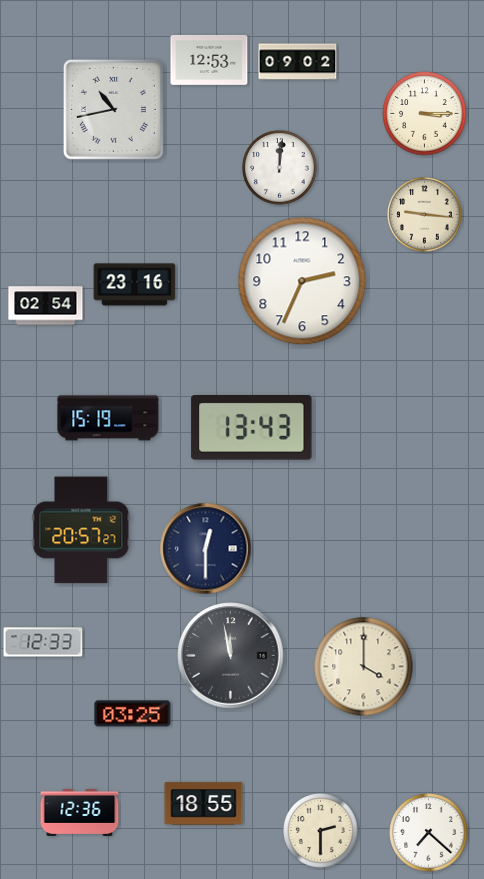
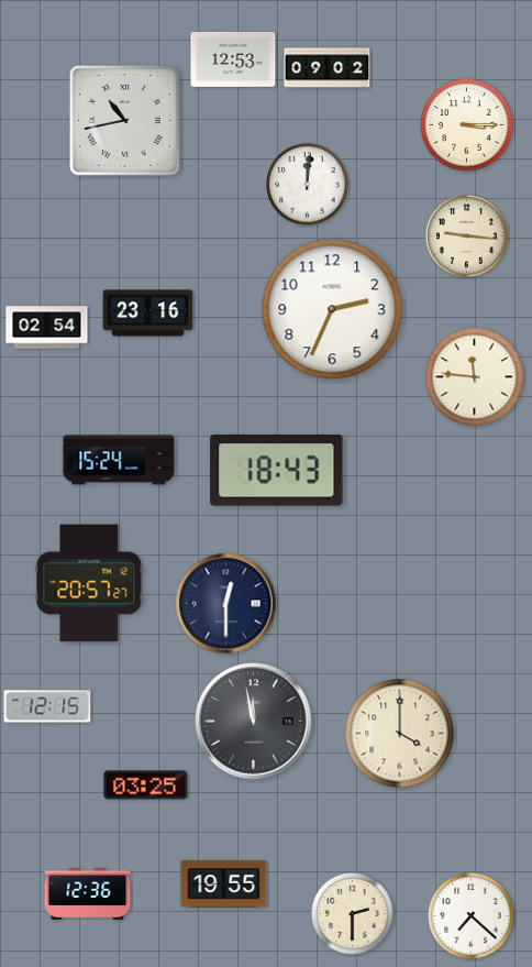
clock at (209, 60) position: (209, 60) -> (233, 59)
clock at (46, 306) position: (46, 306) -> (47, 328)
clock at (475, 377): none -> 11:46
clock at (108, 418): 15:19 -> 15:24
clock at (252, 428): 13:43 -> 18:43
clock at (43, 642): 12:33 -> 12:15
clock at (204, 804): 18:55 -> 19:55
